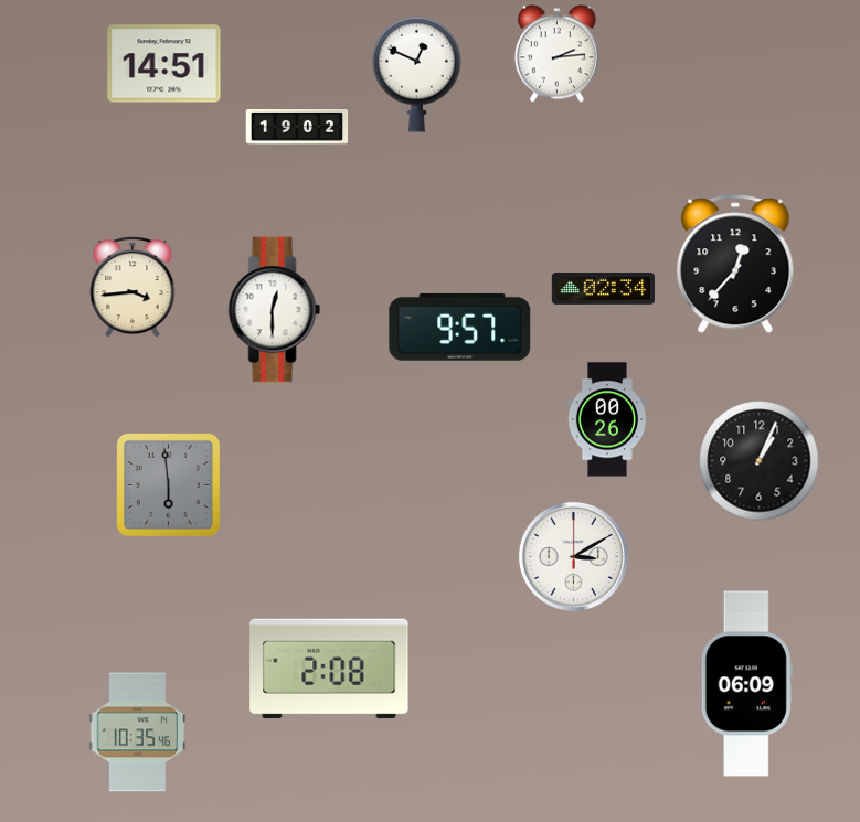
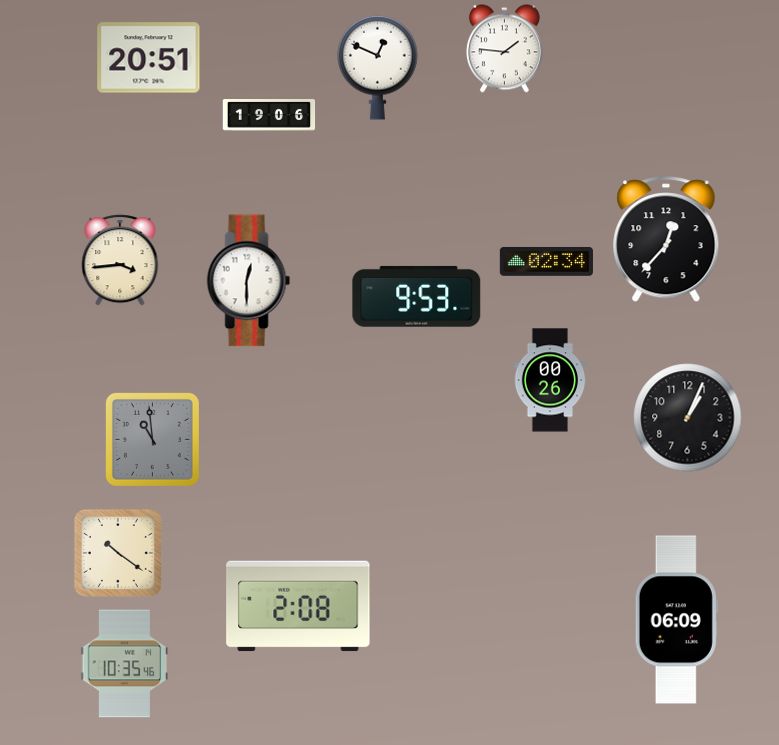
clock at (556, 54): 2:14 -> 1:46
clock at (164, 64): 14:51 -> 20:51
clock at (297, 127): 19:02 -> 19:06
clock at (460, 327): 9:57 -> 9:53
clock at (168, 484): 5:59 -> 10:59
clock at (573, 556): 3:10 -> none
clock at (118, 553): none -> 10:21
